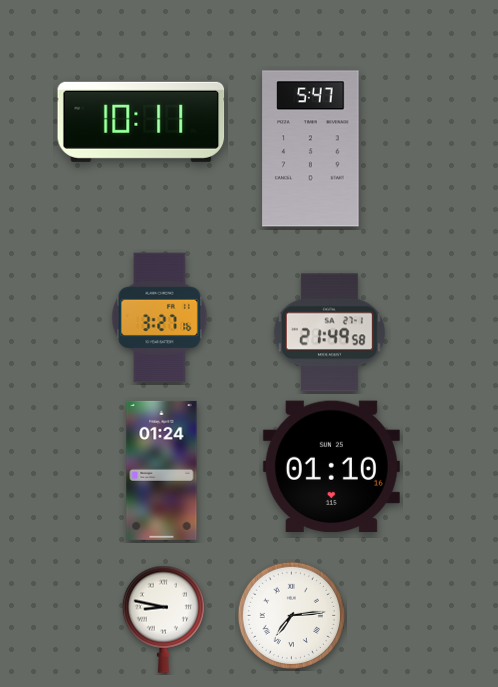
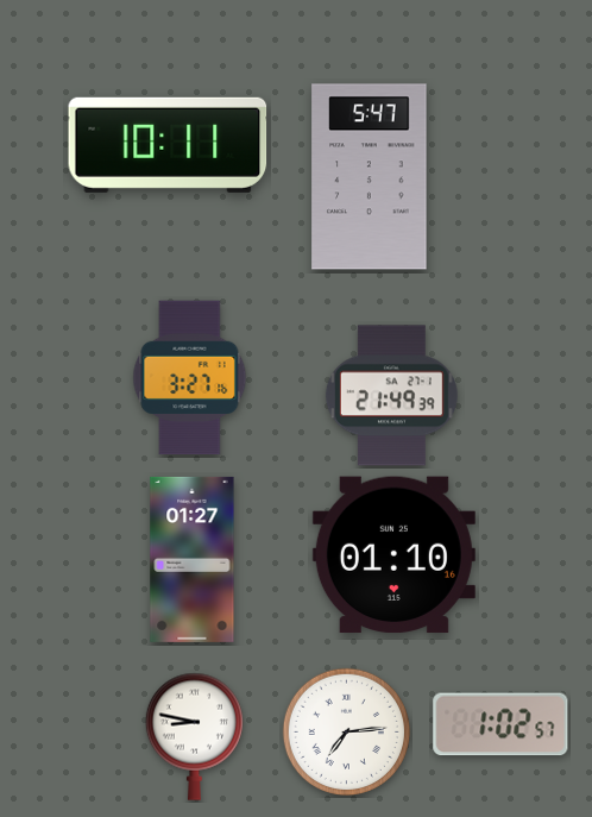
clock at (329, 333): 21:49:58 -> 21:49:39
clock at (162, 470): 01:24 -> 01:27
clock at (500, 724): none -> 1:02
